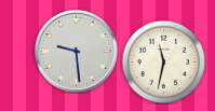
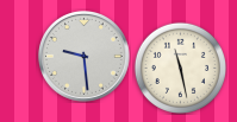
clock at (163, 61): 11:32 -> 11:28
